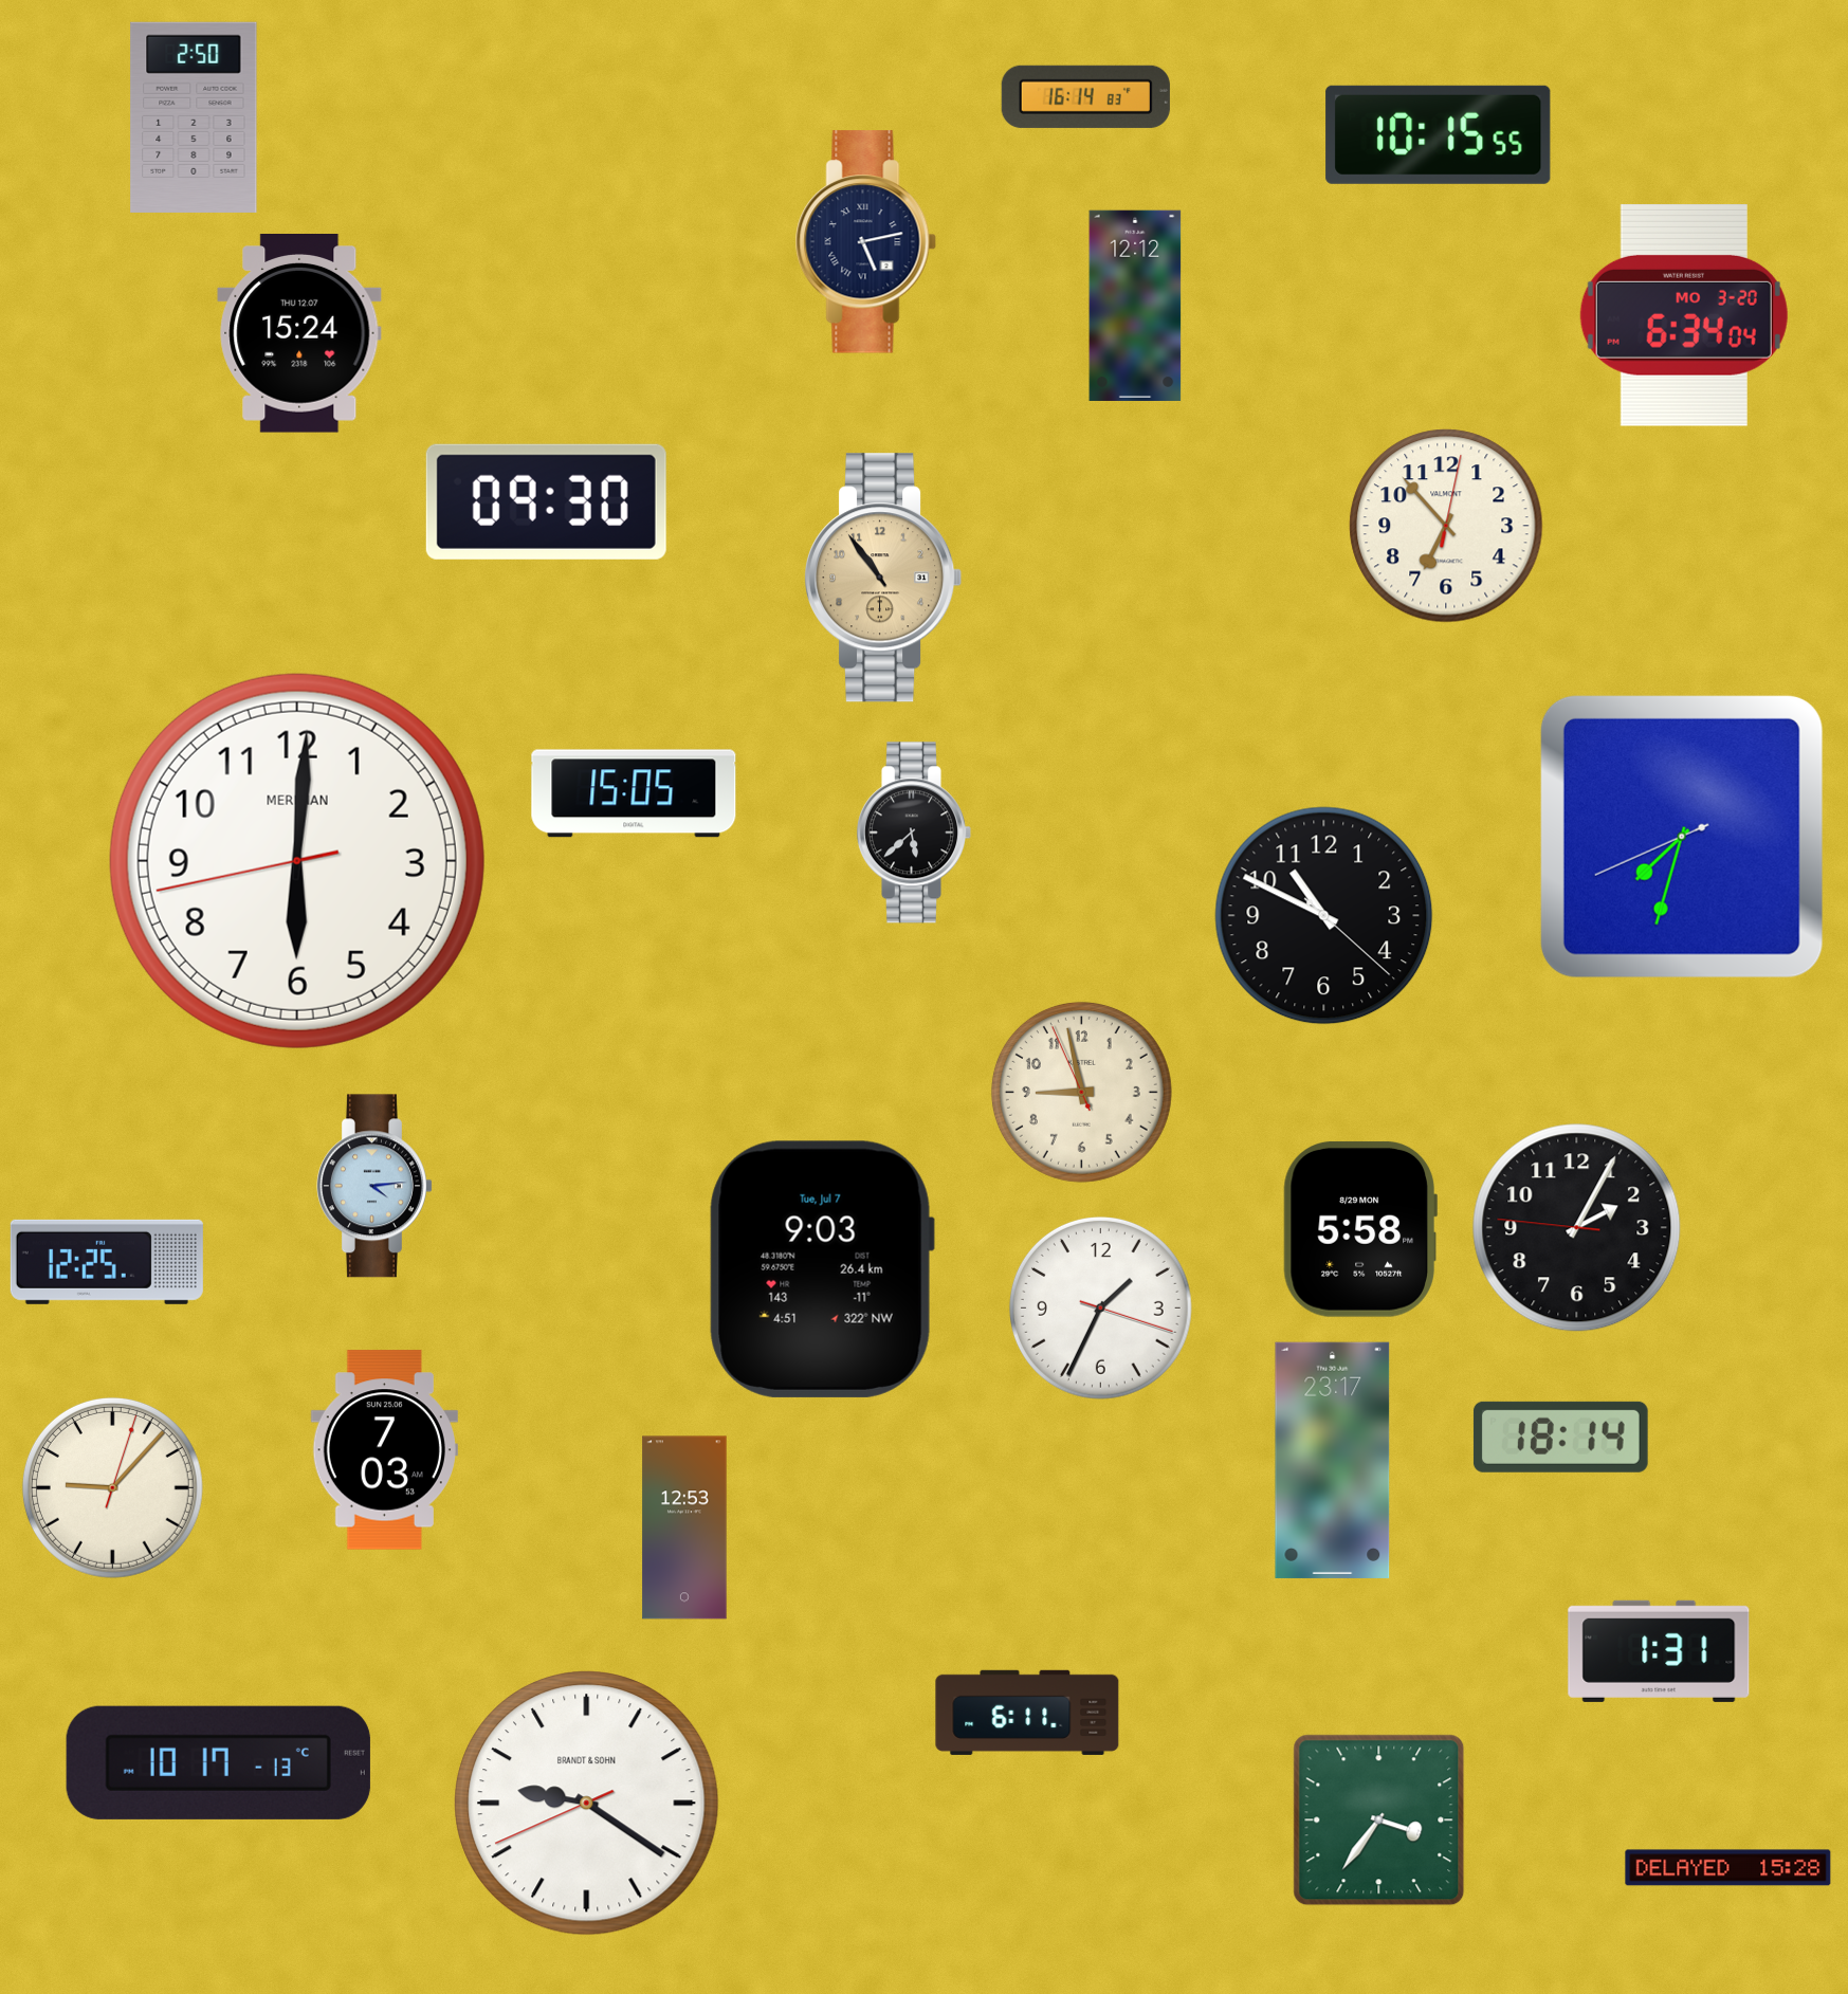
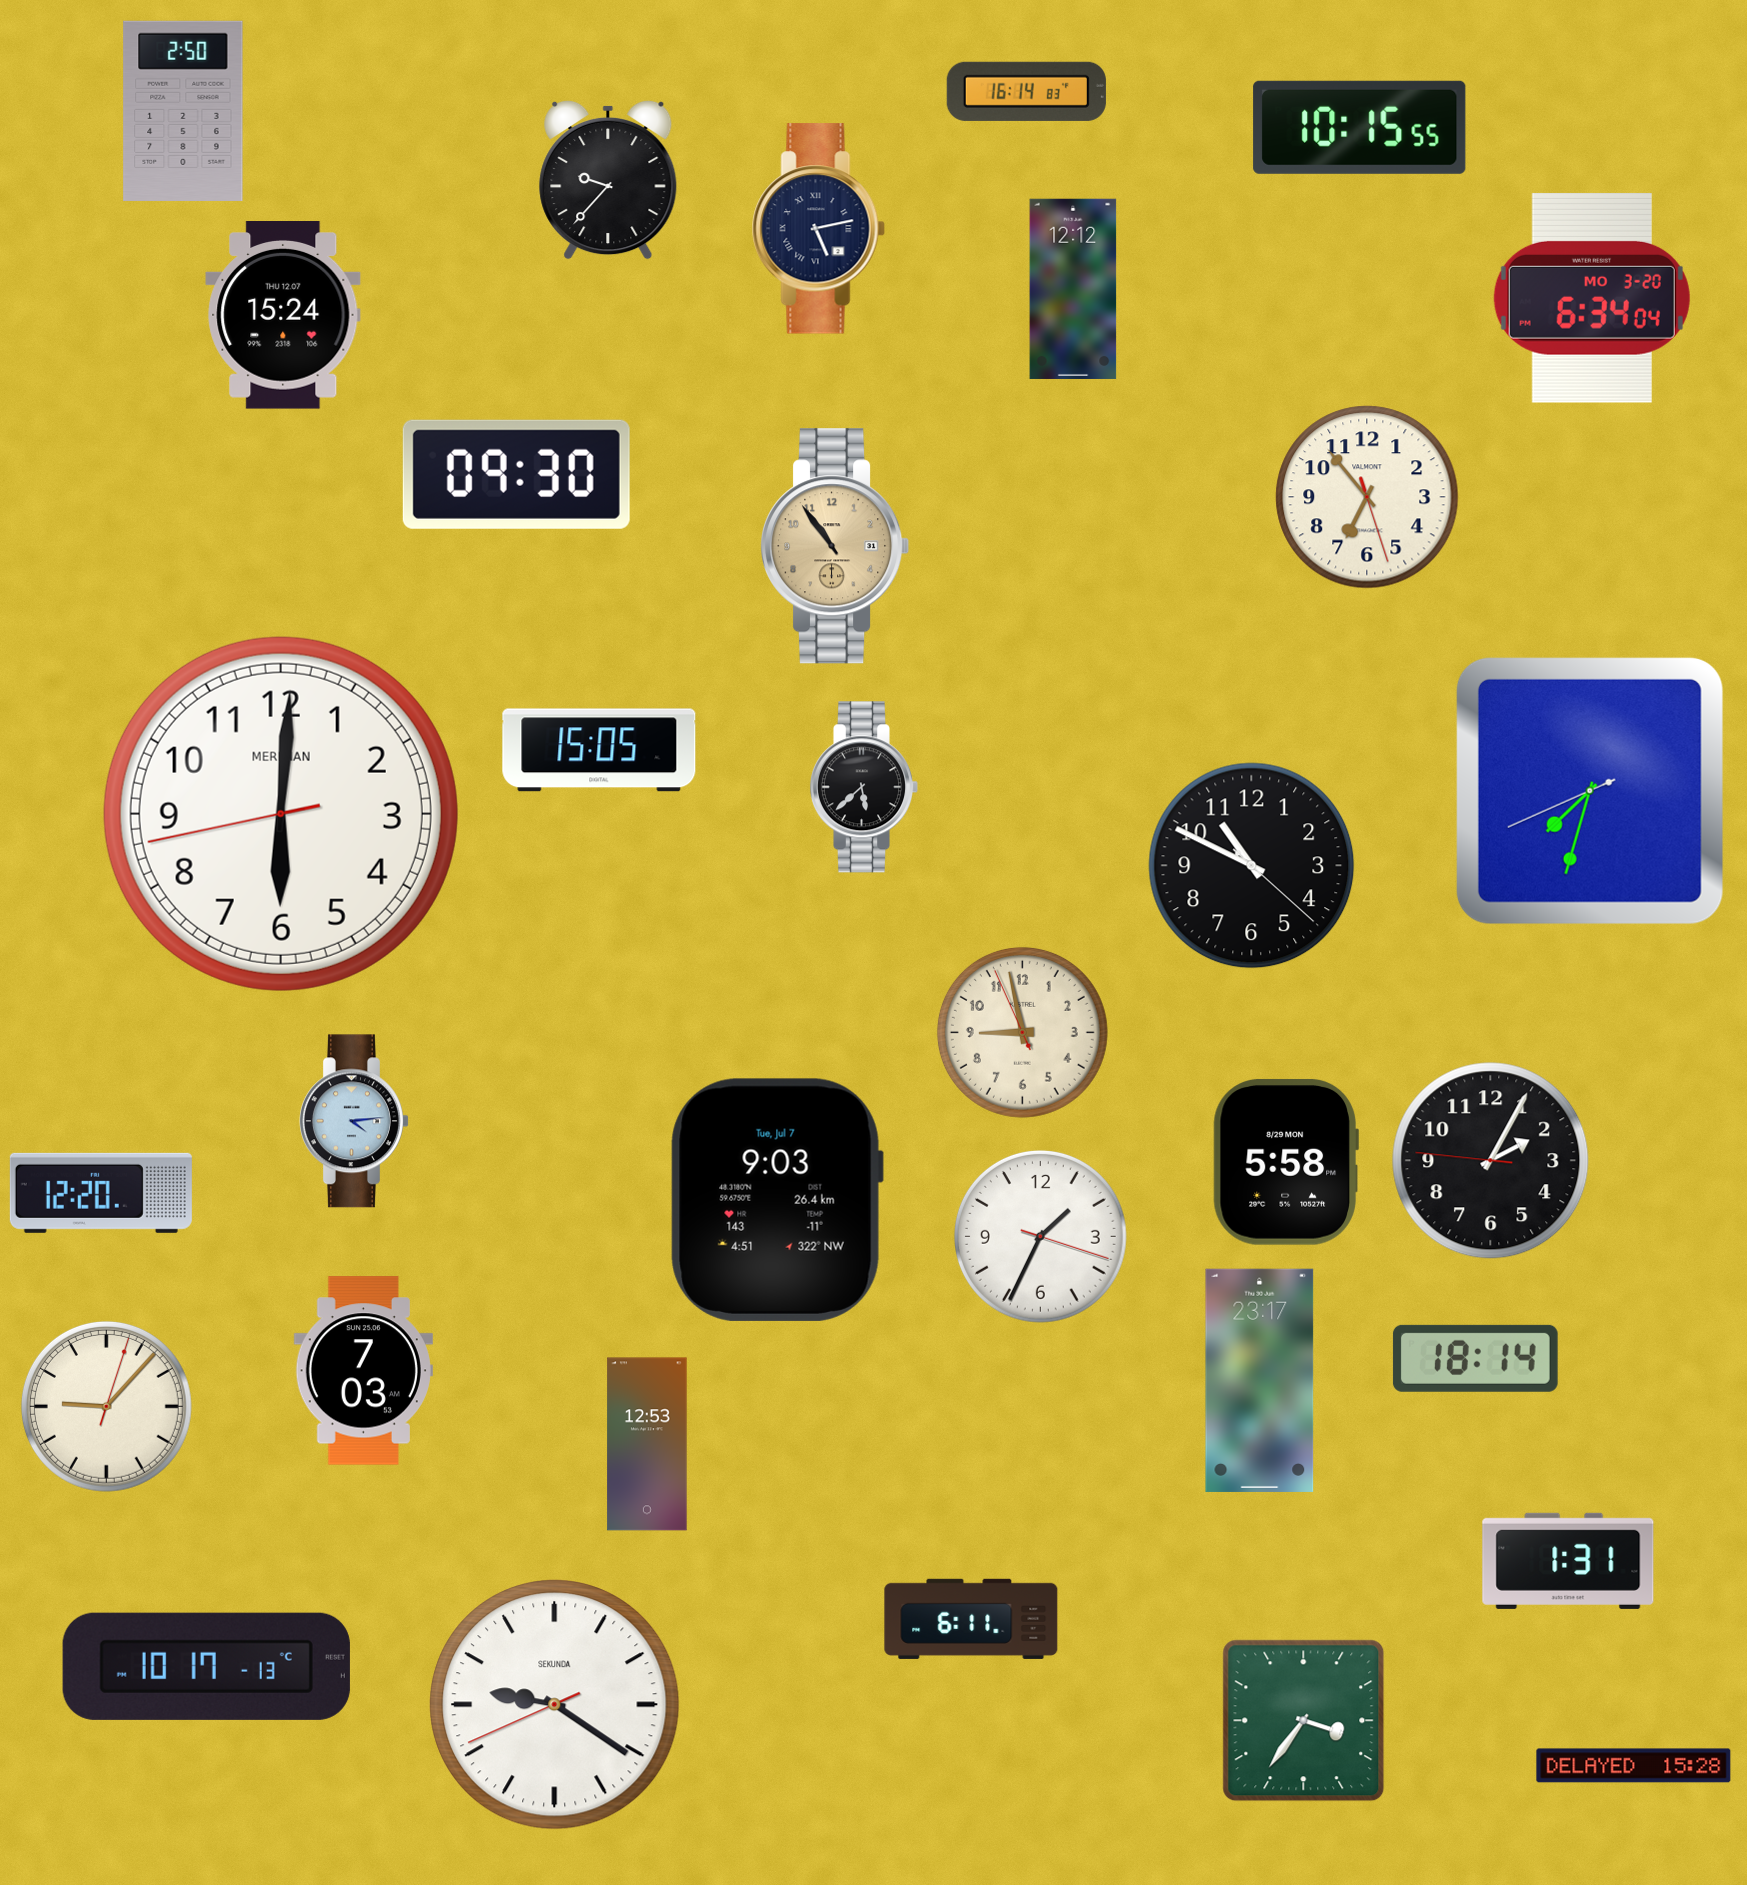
clock at (608, 180): none -> 9:37
clock at (1446, 526): 6:53:02 -> 6:53:27
clock at (107, 1262): 12:25 -> 12:20
clock at (587, 1804) brand: BRANDT & SOHN -> SEKUNDA
